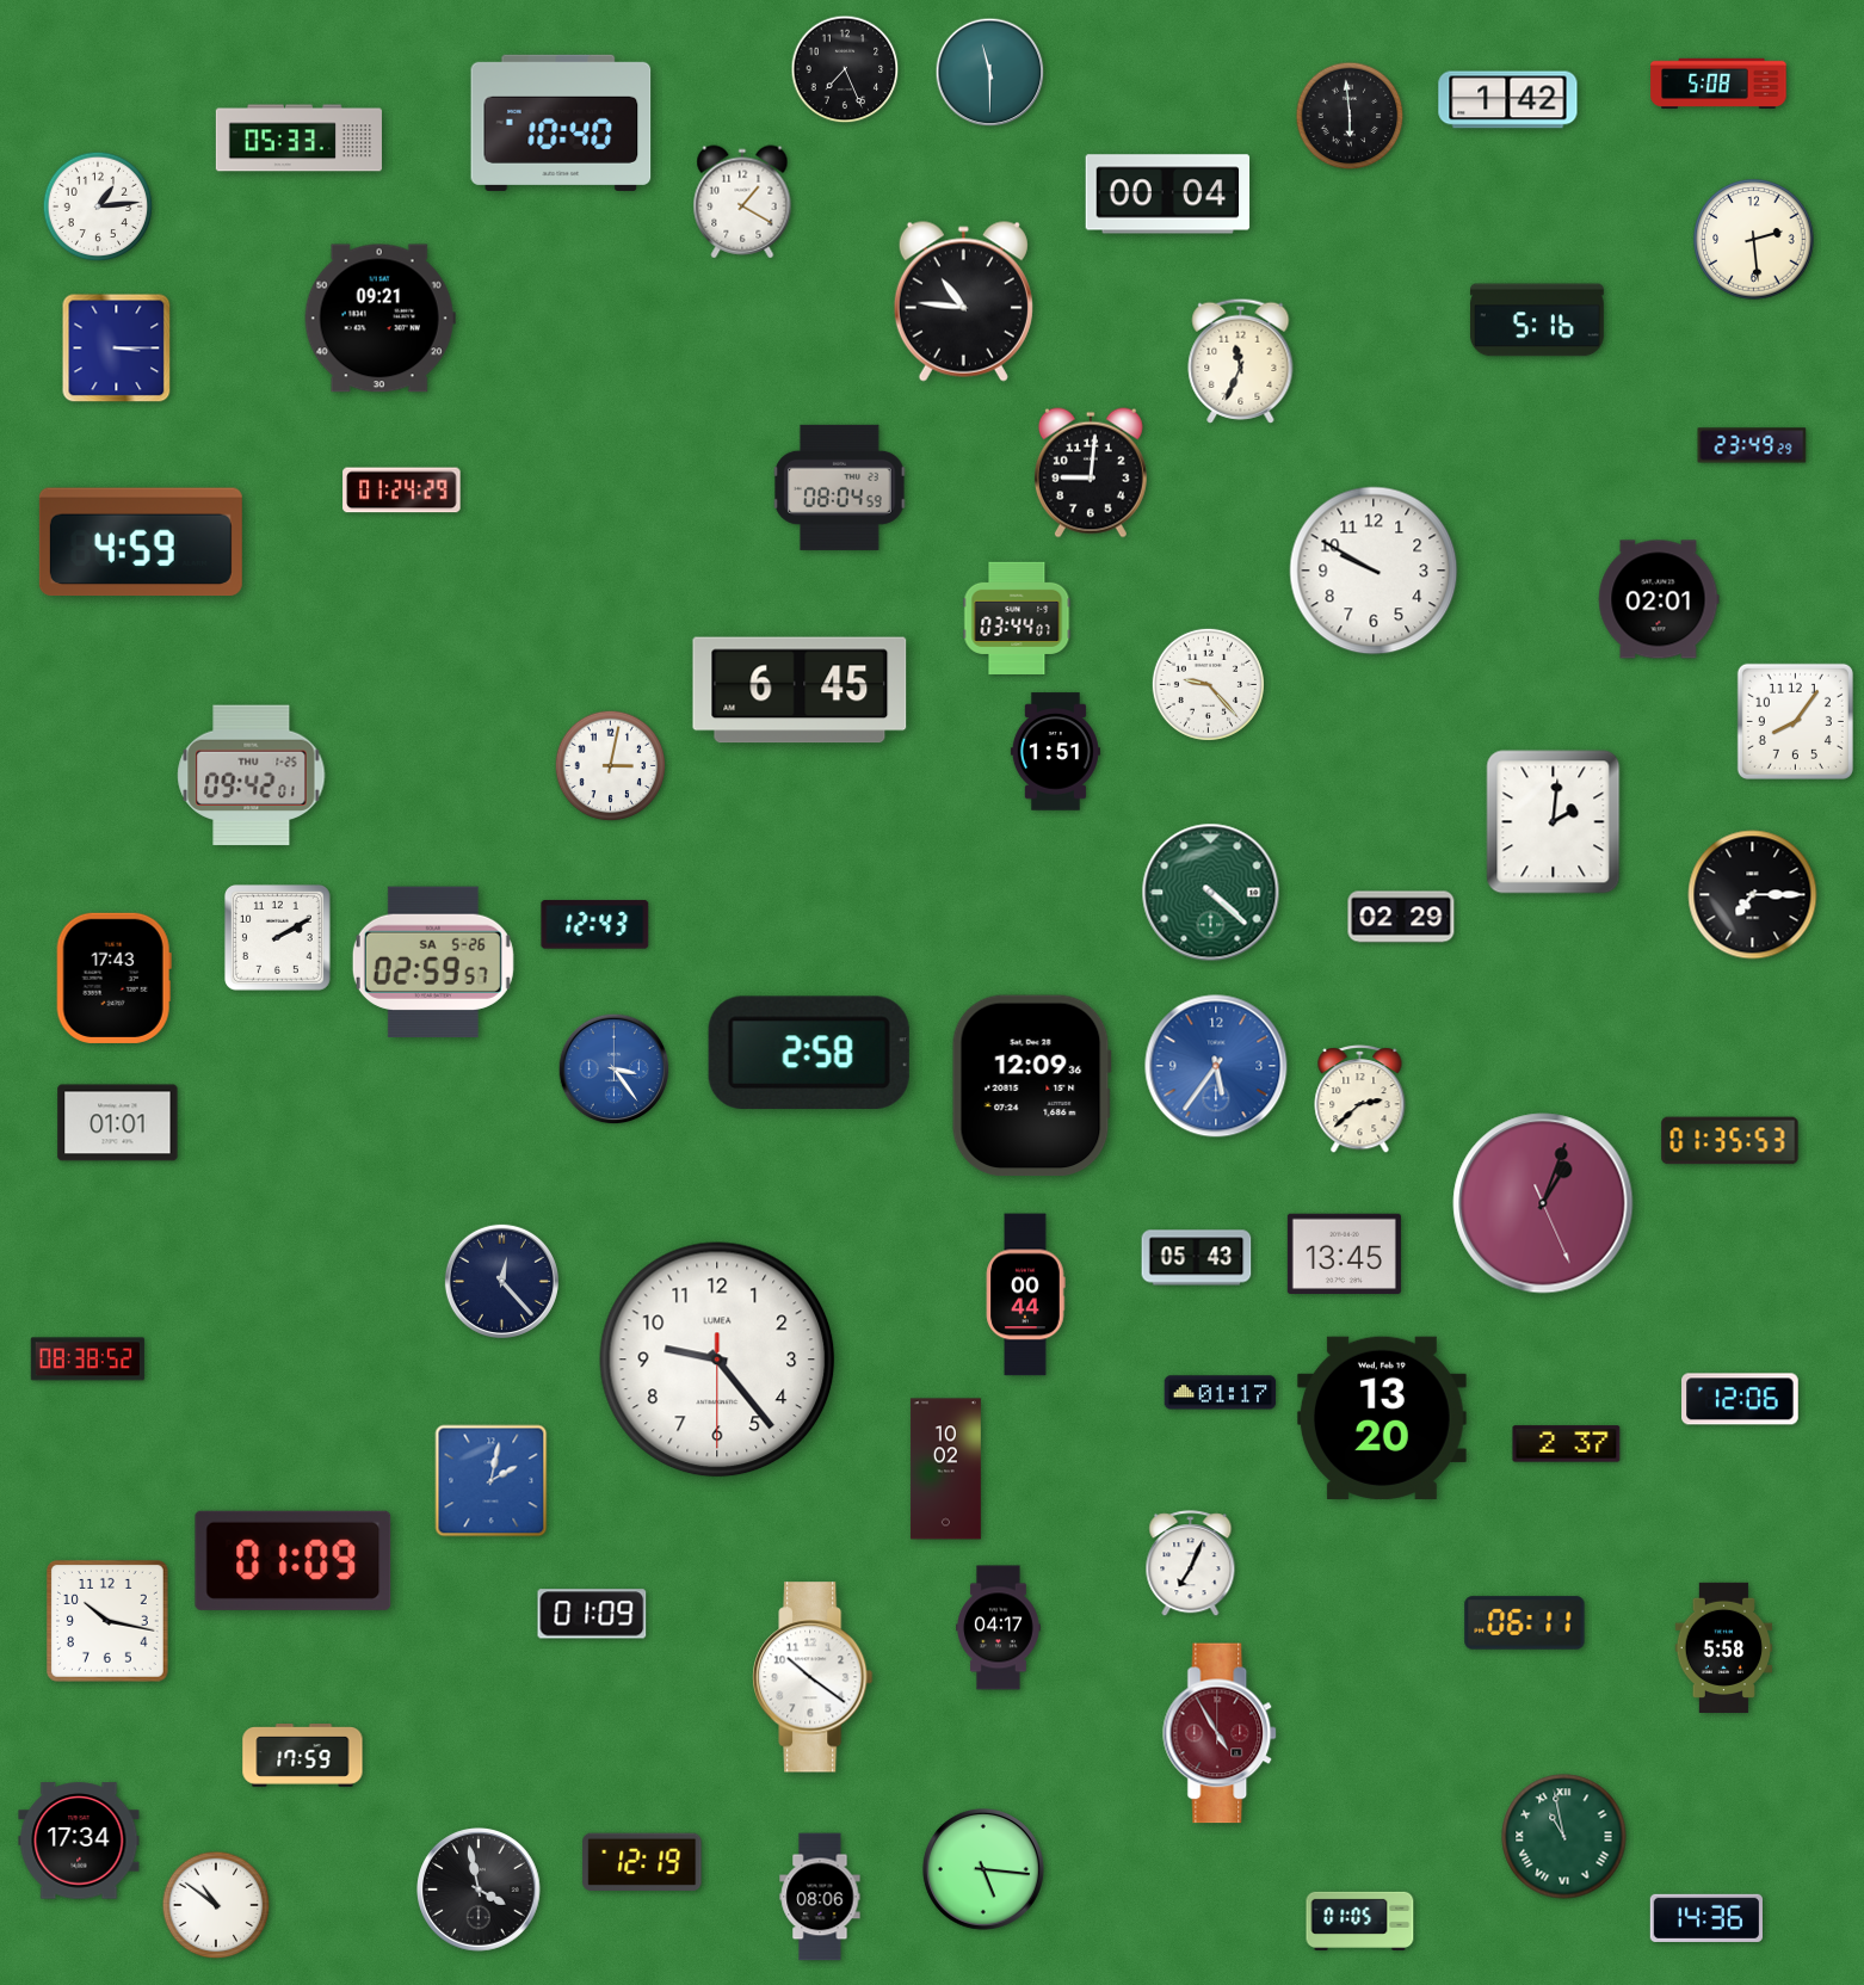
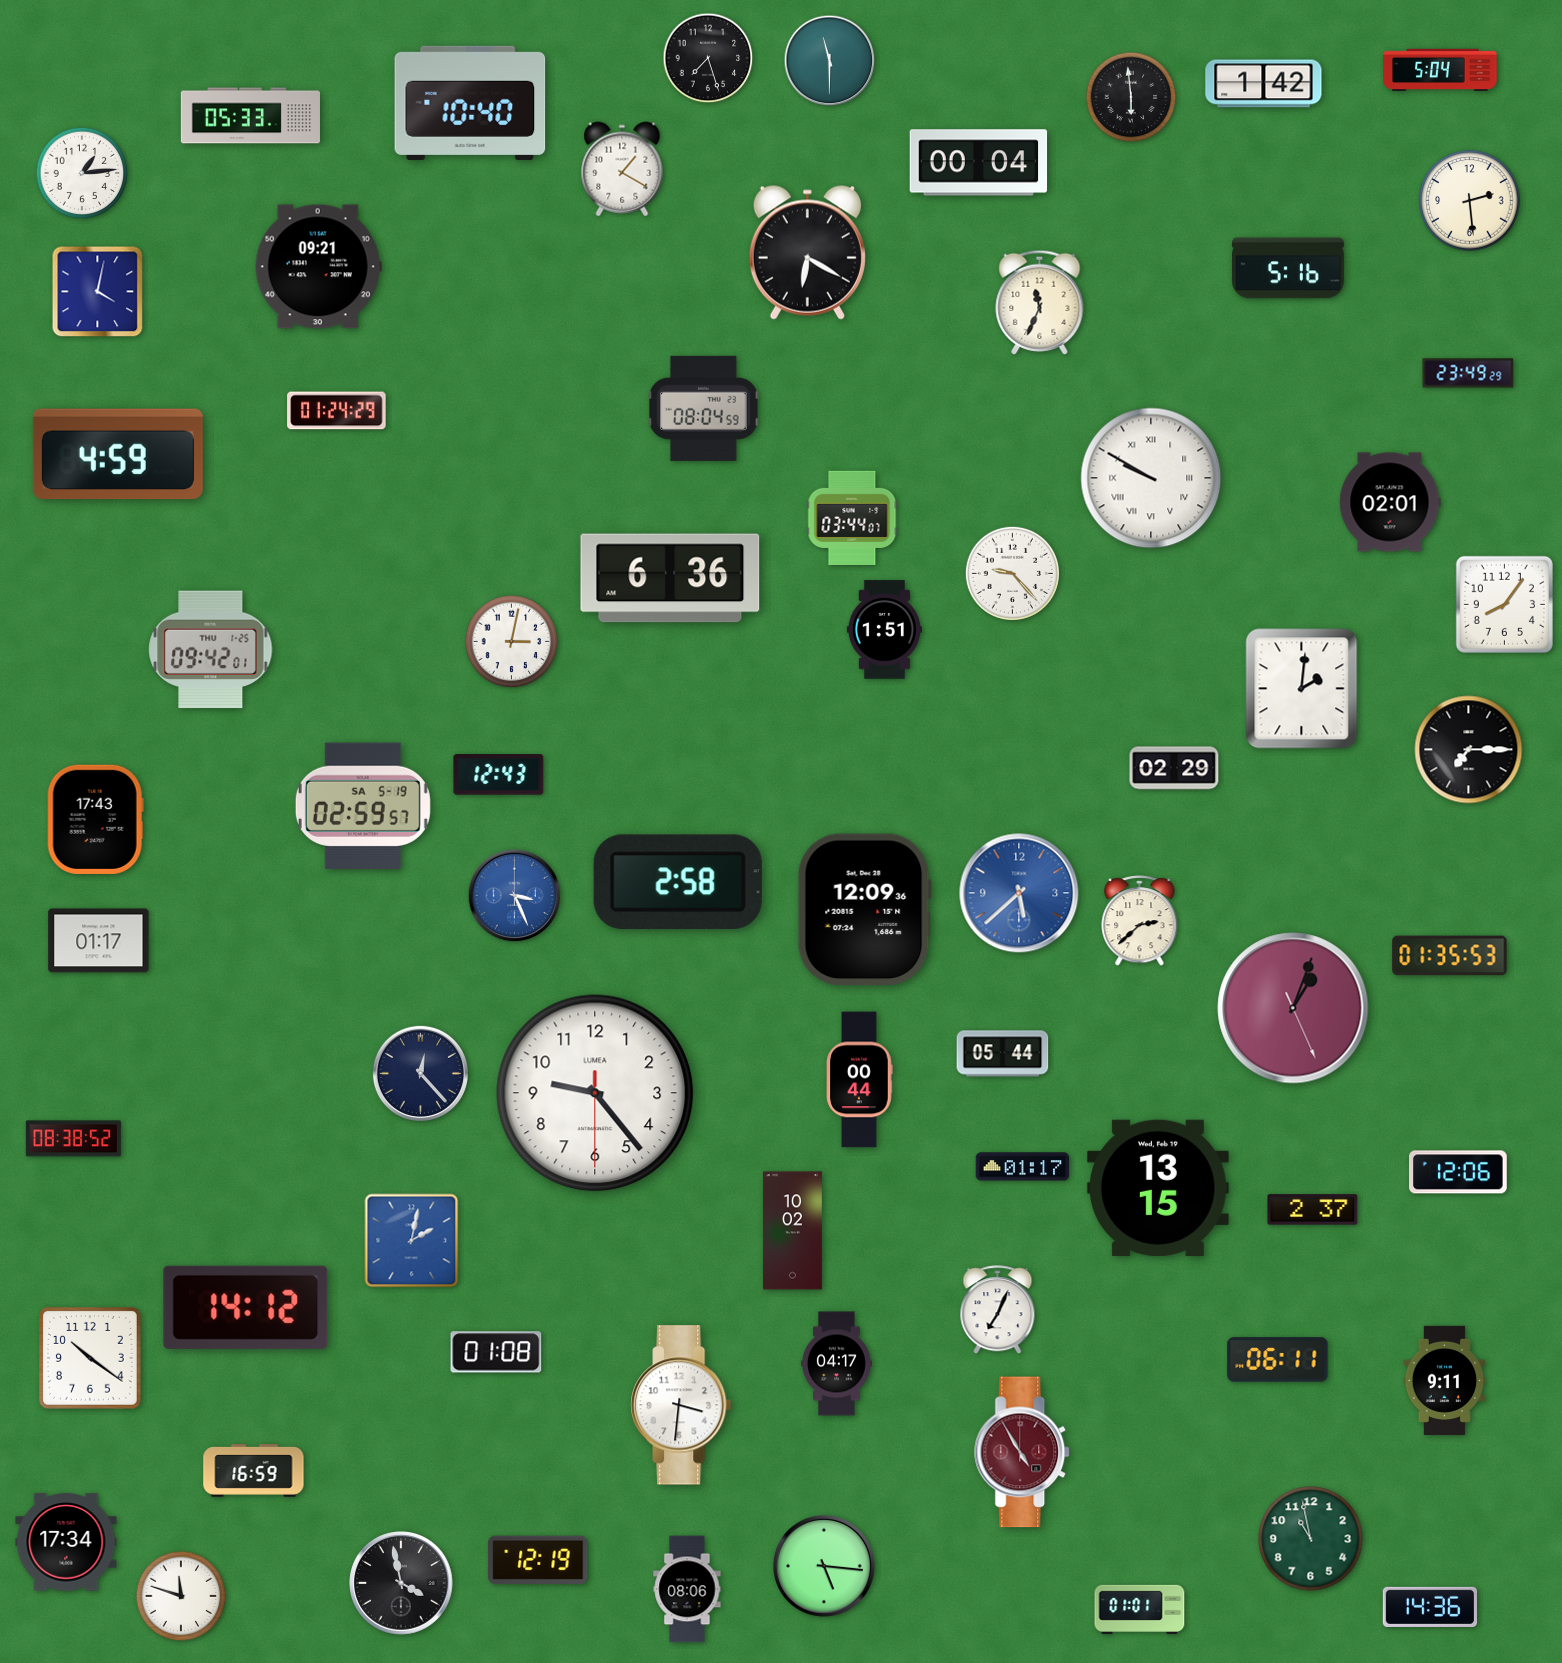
clock at (845, 69): 7:26 -> 7:27
clock at (1718, 82): 5:08 -> 5:04
clock at (963, 301): 10:46 -> 6:20
clock at (117, 349): 3:15 -> 4:02
clock at (1091, 473): 9:01 -> none
clock at (1374, 571) numerals: Arabic -> Roman
clock at (800, 690): 6:45 -> 6:36
clock at (1211, 893): 4:22 -> none
clock at (277, 937): 2:10 -> none
clock at (433, 962) date: SA 5-26 -> SA 5-19
clock at (1216, 1066): 5:36 -> 5:38
clock at (615, 1069): 3:24 -> 3:26
clock at (118, 1123): 01:01 -> 01:17
clock at (1344, 1253): 13:45 -> none
clock at (1197, 1258): 05:43 -> 05:44
clock at (1025, 1295) position: (1025, 1295) -> (859, 1080)
clock at (717, 1360) position: (717, 1360) -> (595, 1093)
clock at (1382, 1418): 13:20 -> 13:15
clock at (294, 1560): 01:09 -> 14:12
clock at (592, 1614): 01:09 -> 01:08
clock at (107, 1621): 10:17 -> 10:21
clock at (1724, 1647): 5:58 -> 9:11
clock at (813, 1677): 10:21 -> 3:31
clock at (303, 1756): 17:59 -> 16:59
clock at (1564, 1837) numerals: Roman -> Arabic
clock at (216, 1905): 10:51 -> 11:48
clock at (1360, 1921): 01:05 -> 01:01
